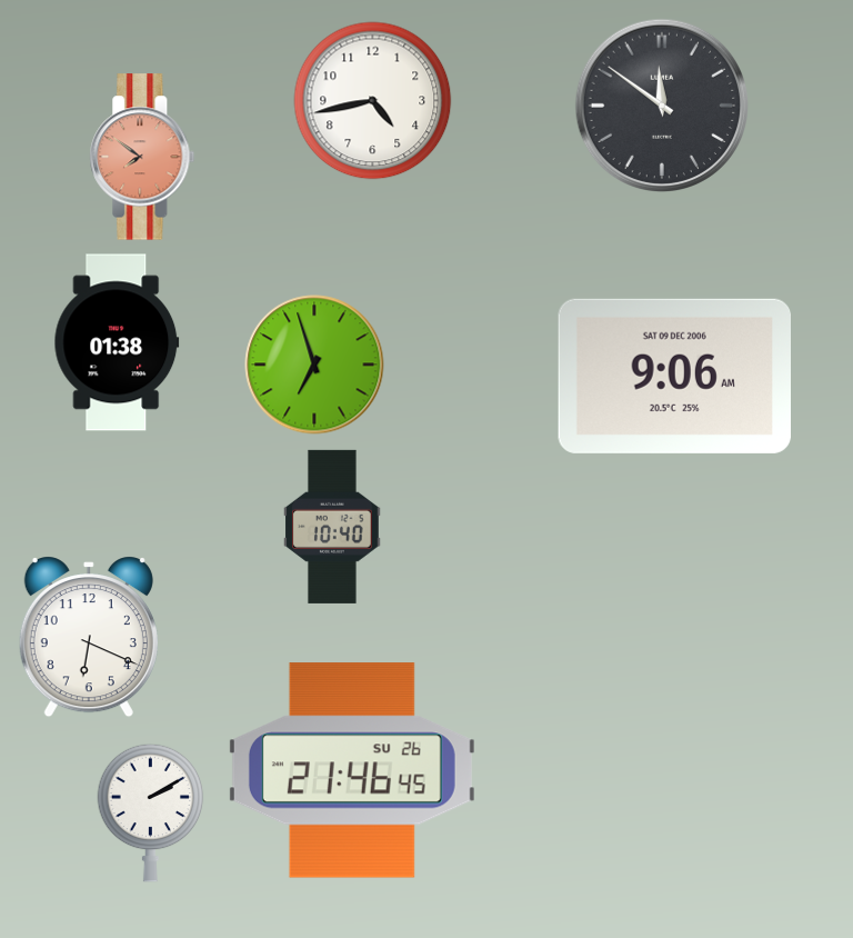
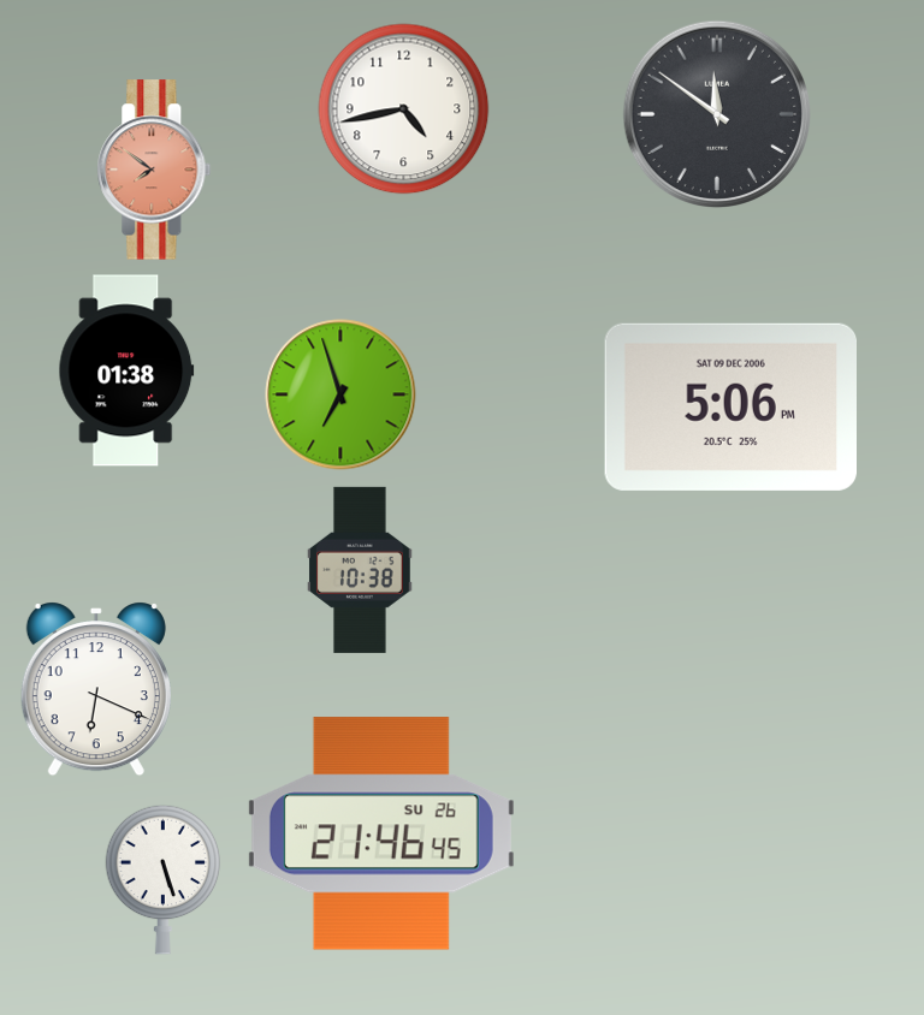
clock at (674, 376): 9:06 -> 5:06
clock at (333, 527): 10:40 -> 10:38
clock at (151, 812): 2:10 -> 5:27
